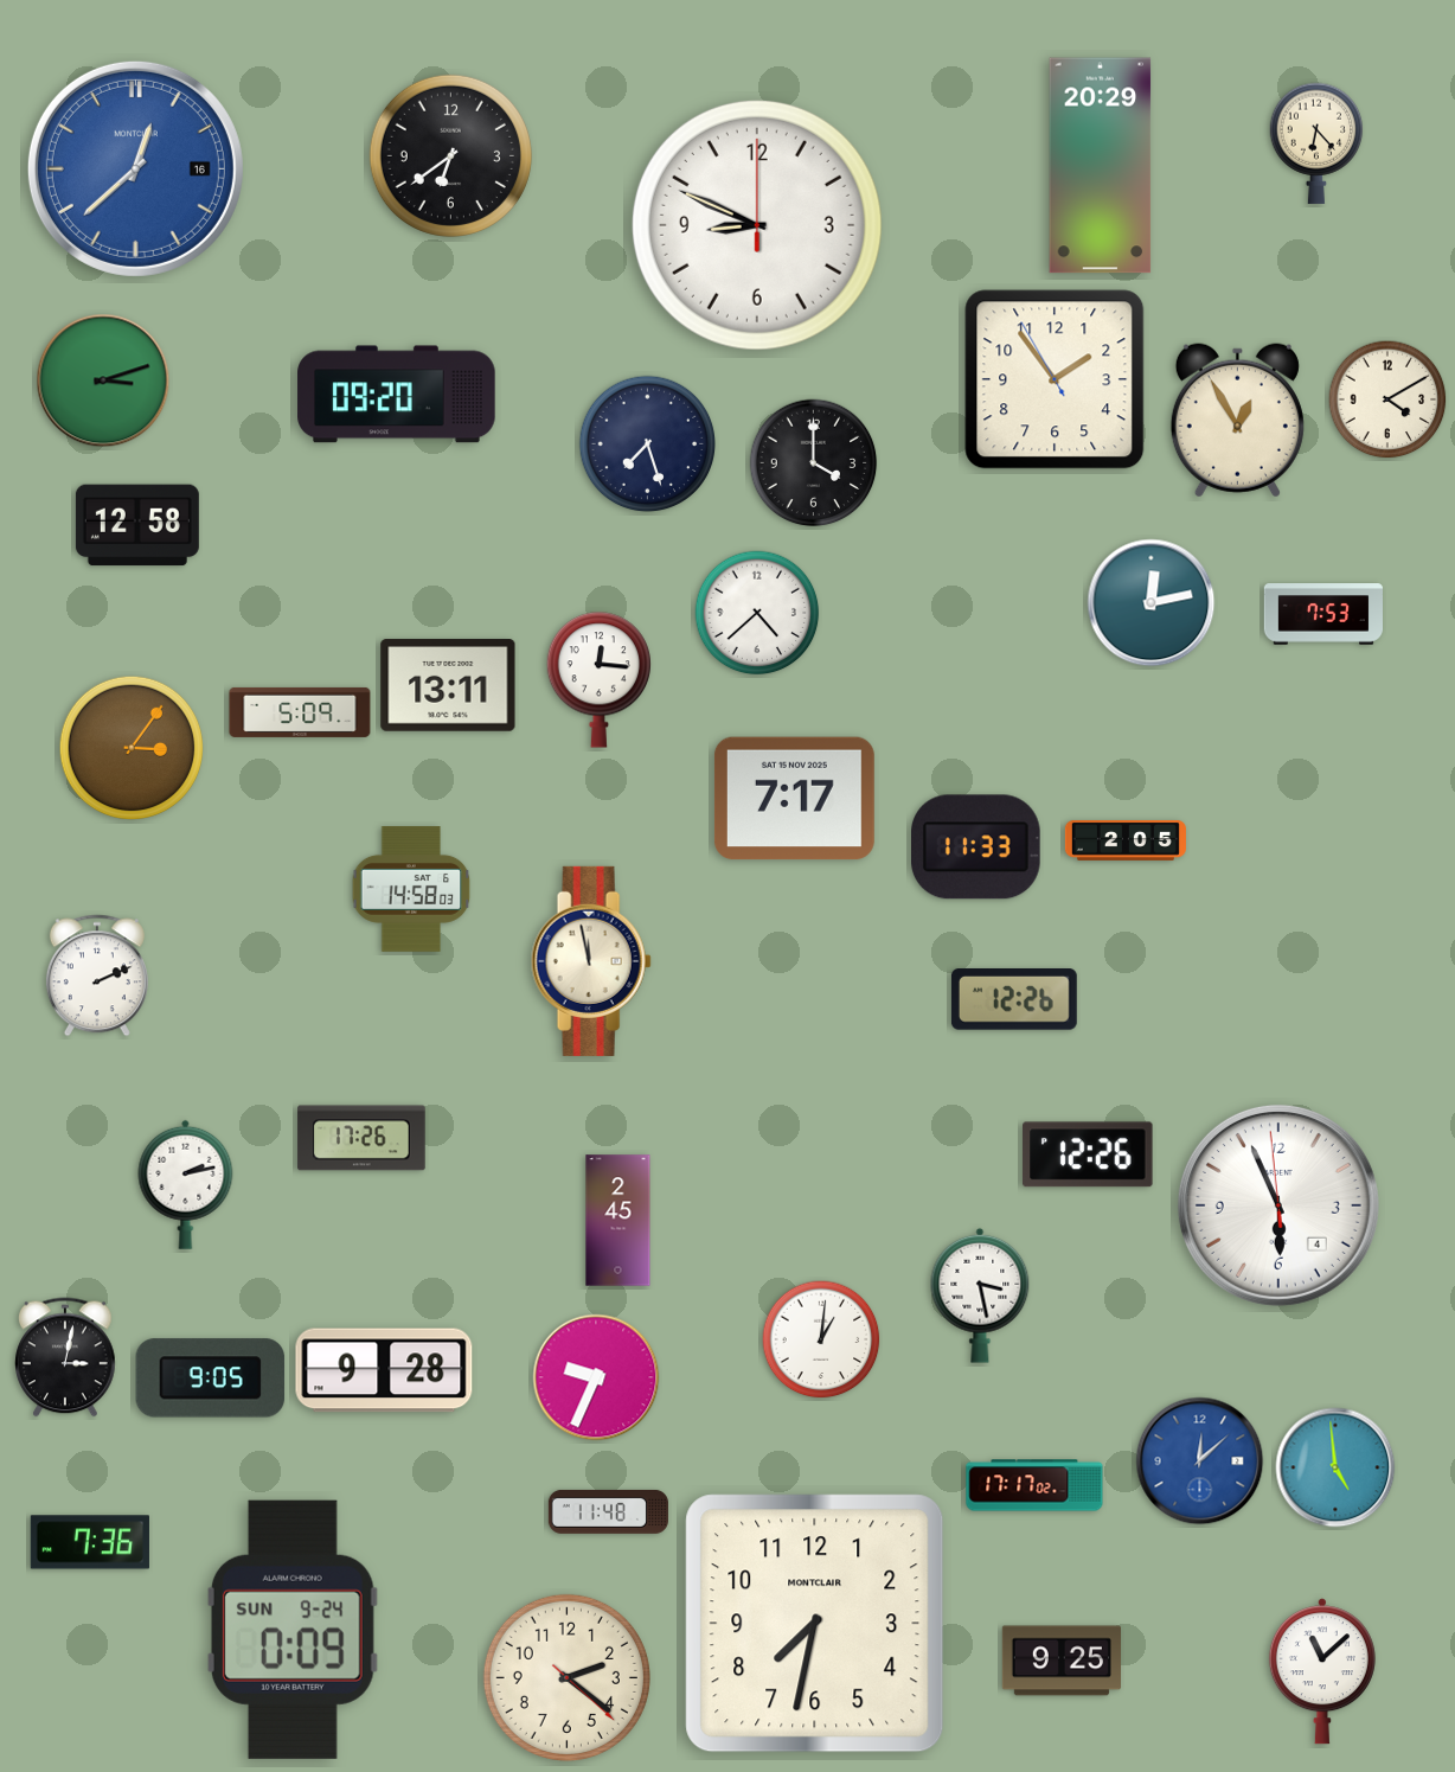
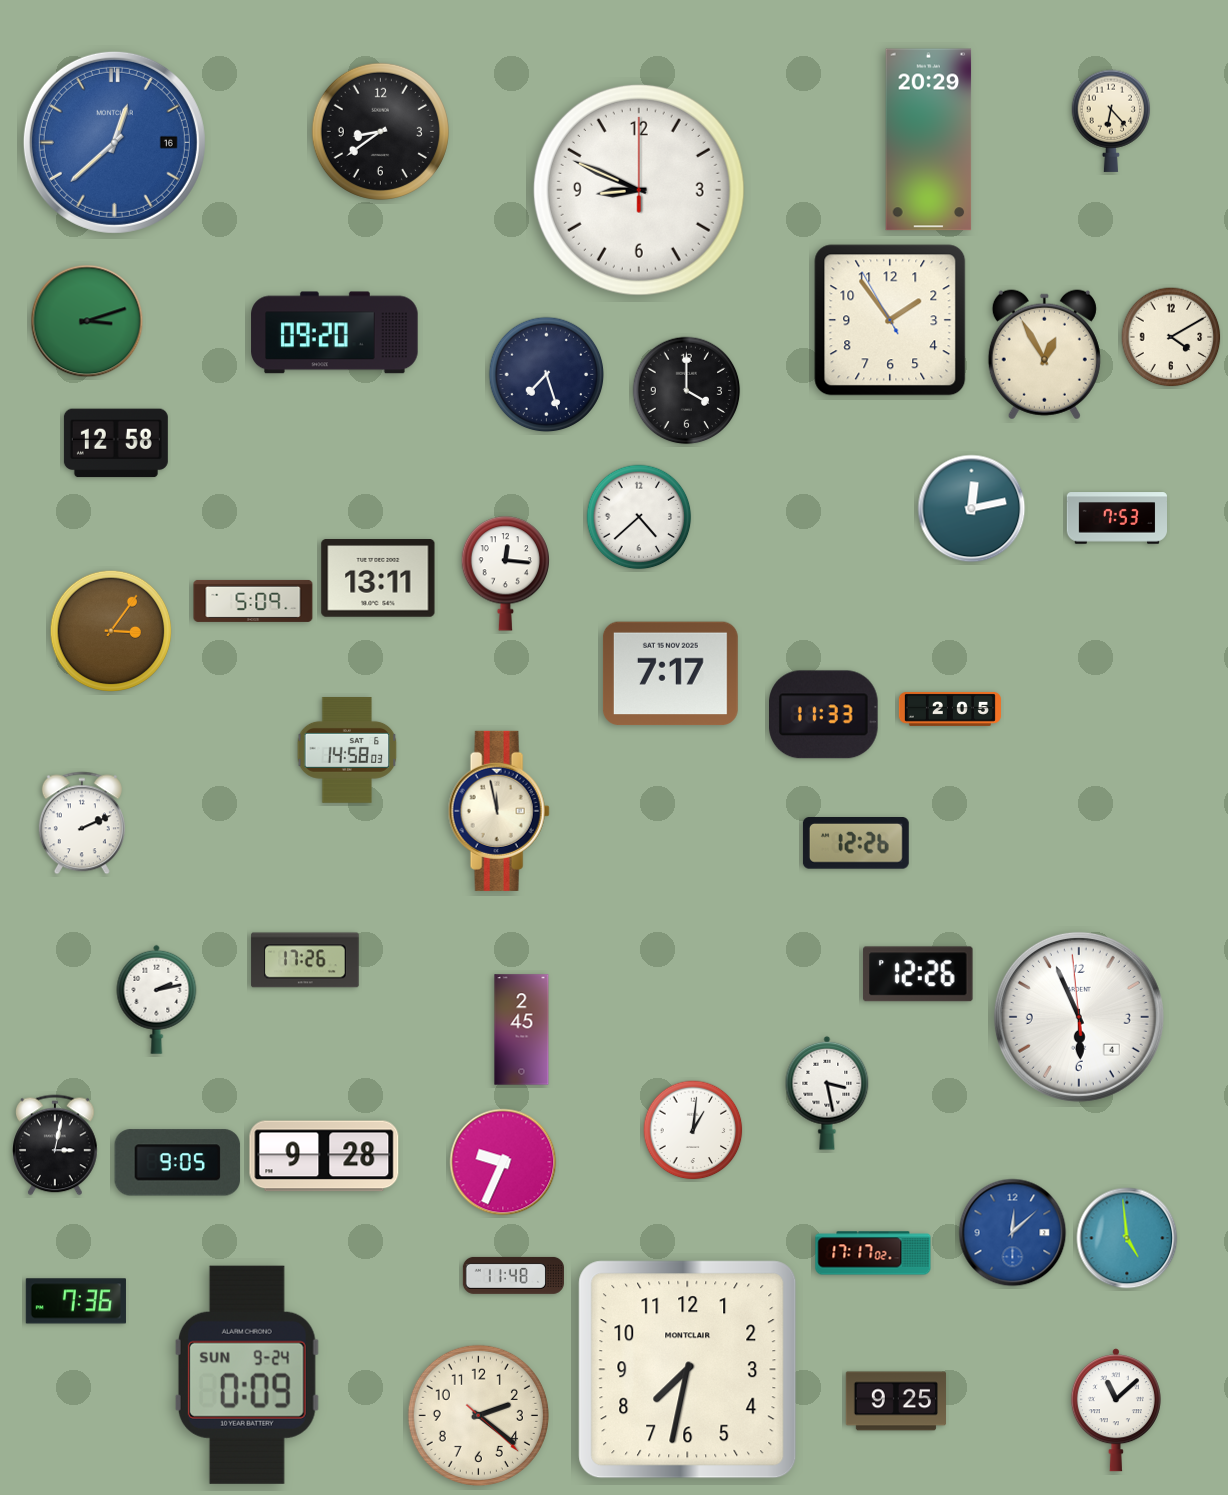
clock at (450, 155): 6:39 -> 8:39
